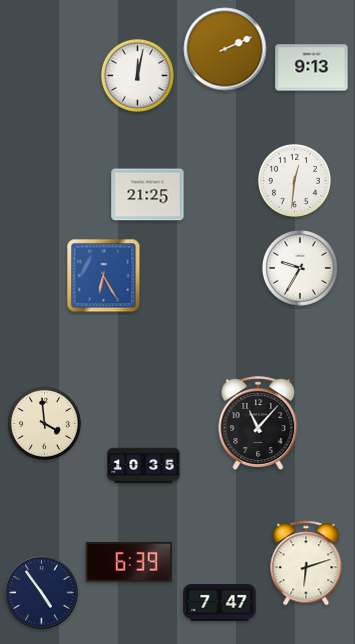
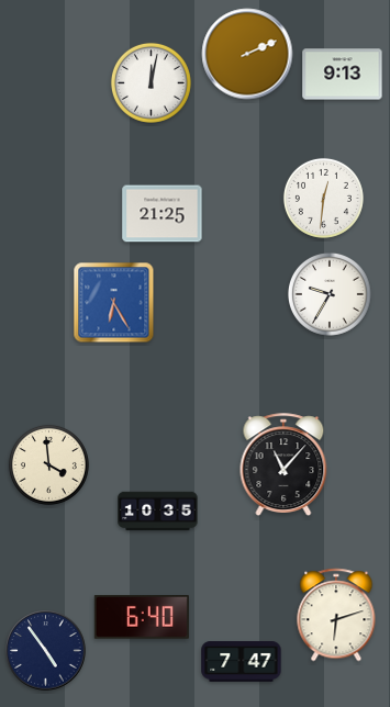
clock at (129, 563): 6:39 -> 6:40
clock at (306, 563) position: (306, 563) -> (336, 615)
